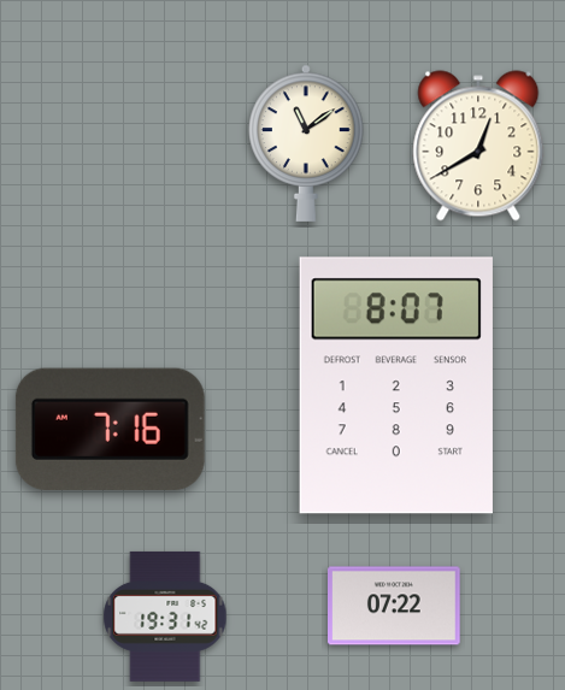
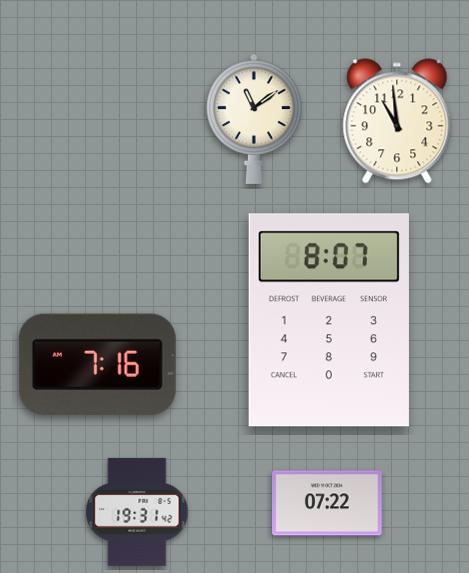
clock at (478, 146): 12:40 -> 10:59
clock at (110, 429) position: (110, 429) -> (97, 364)
